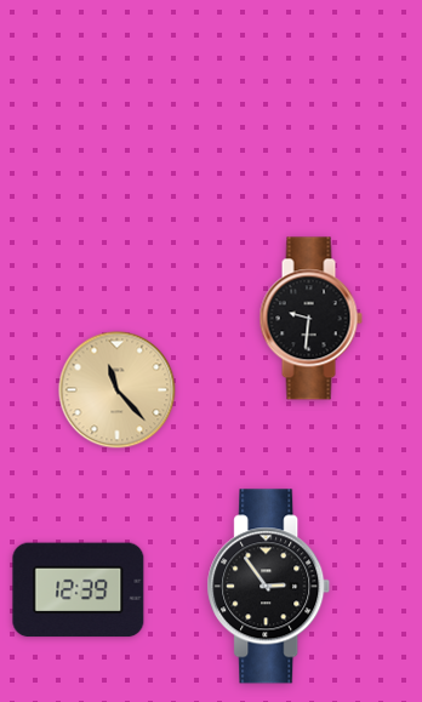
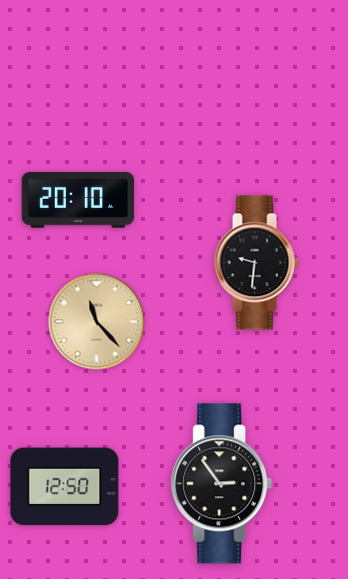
clock at (77, 201): none -> 20:10
clock at (79, 590): 12:39 -> 12:50
